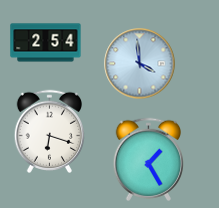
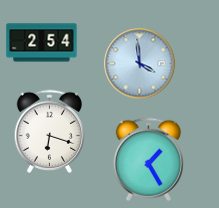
clock at (46, 43) position: (46, 43) -> (42, 43)
